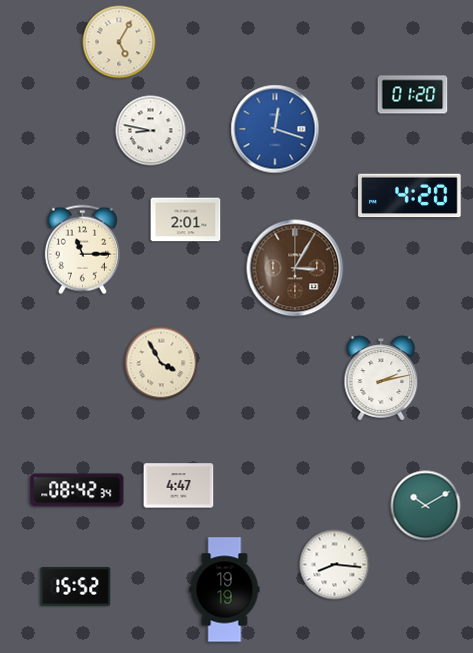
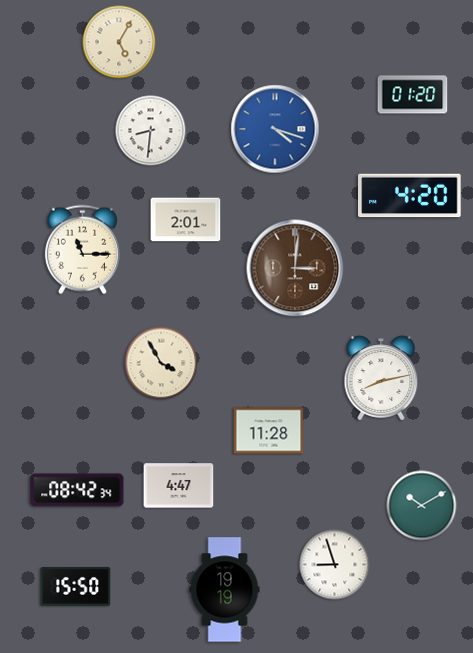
clock at (275, 129): 12:18 -> 4:18
clock at (151, 131): 8:47 -> 8:31
clock at (295, 268): 3:05 -> 3:01
clock at (381, 378): 2:13 -> 8:13
clock at (269, 431): none -> 11:28
clock at (426, 506) position: (426, 506) -> (422, 506)
clock at (335, 565): 8:16 -> 8:57
clock at (76, 587): 15:52 -> 15:50
